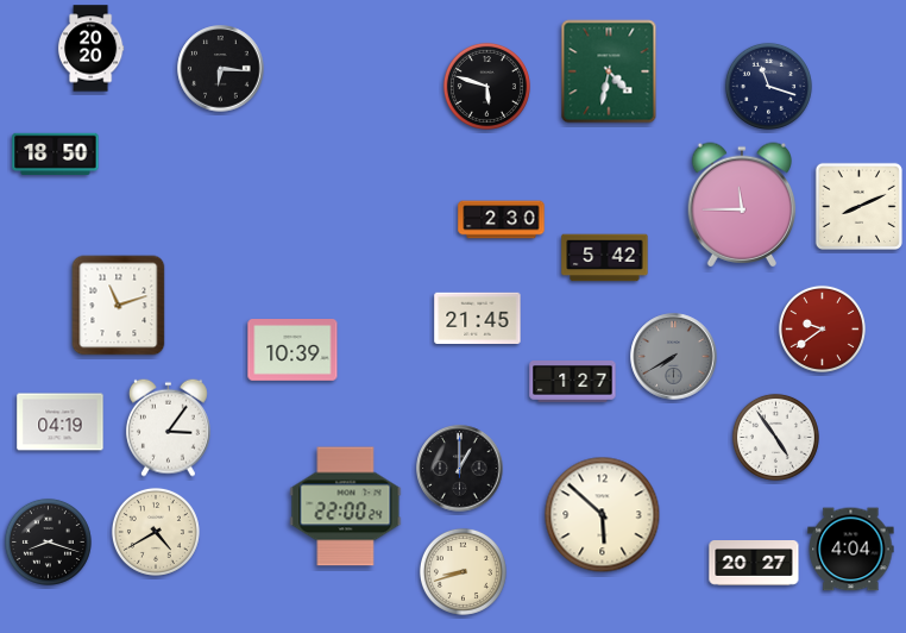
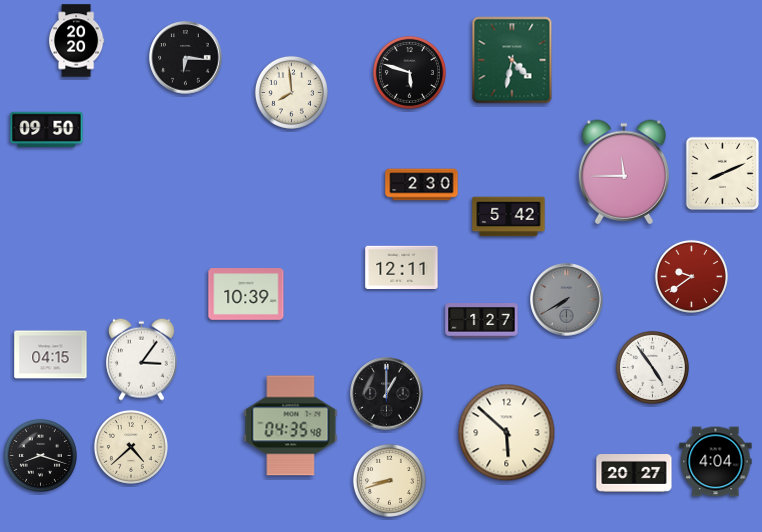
clock at (768, 86): 11:18 -> none
clock at (291, 92): none -> 7:59
clock at (56, 153): 18:50 -> 09:50
clock at (119, 306): 11:12 -> none
clock at (478, 318): 21:45 -> 12:11
clock at (61, 422): 04:19 -> 04:15
clock at (346, 507): 22:00 -> 04:35
clock at (156, 532): 4:40 -> 4:38
